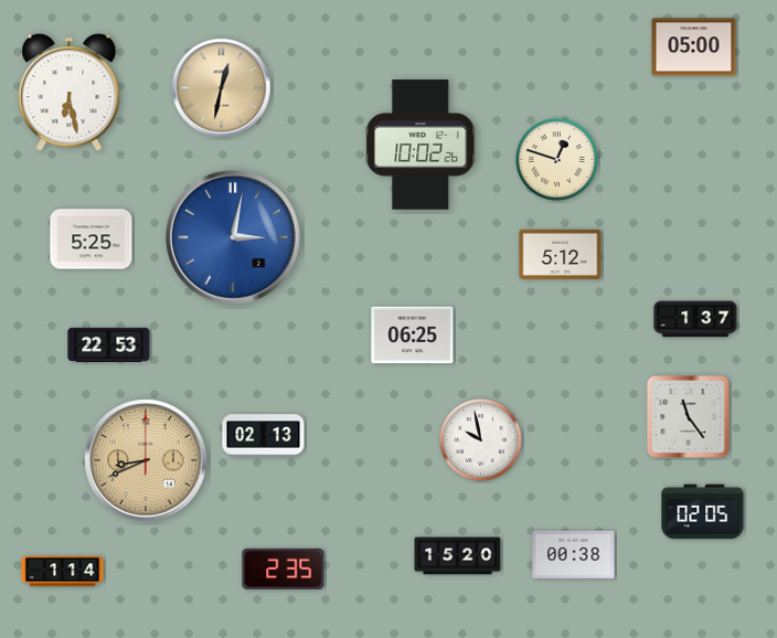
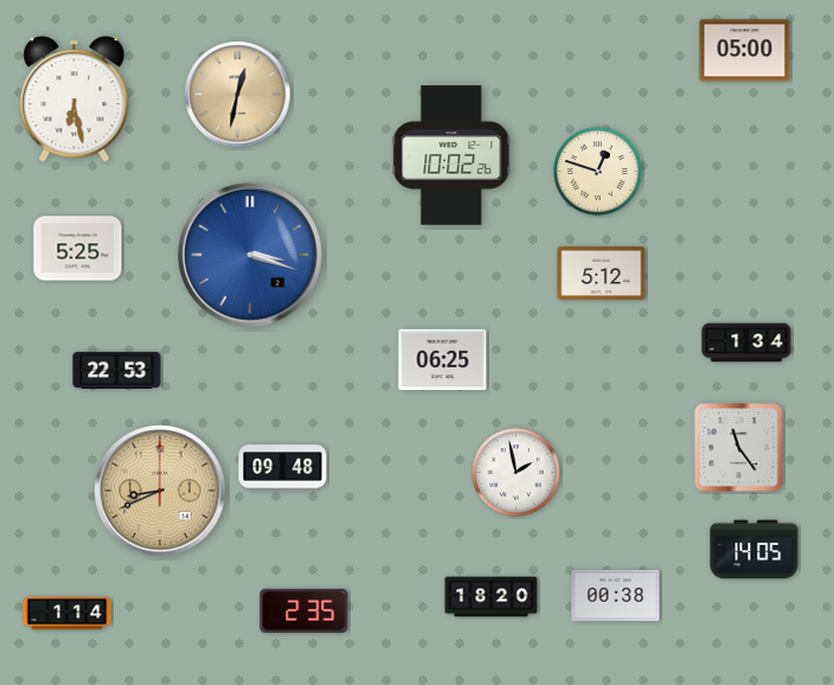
clock at (233, 237): 3:02 -> 3:18
clock at (92, 240) position: (92, 240) -> (78, 249)
clock at (695, 319): 1:37 -> 1:34
clock at (264, 436): 02:13 -> 09:48
clock at (481, 440): 9:58 -> 1:58
clock at (146, 460) position: (146, 460) -> (160, 491)
clock at (703, 512): 02:05 -> 14:05
clock at (458, 556): 15:20 -> 18:20
